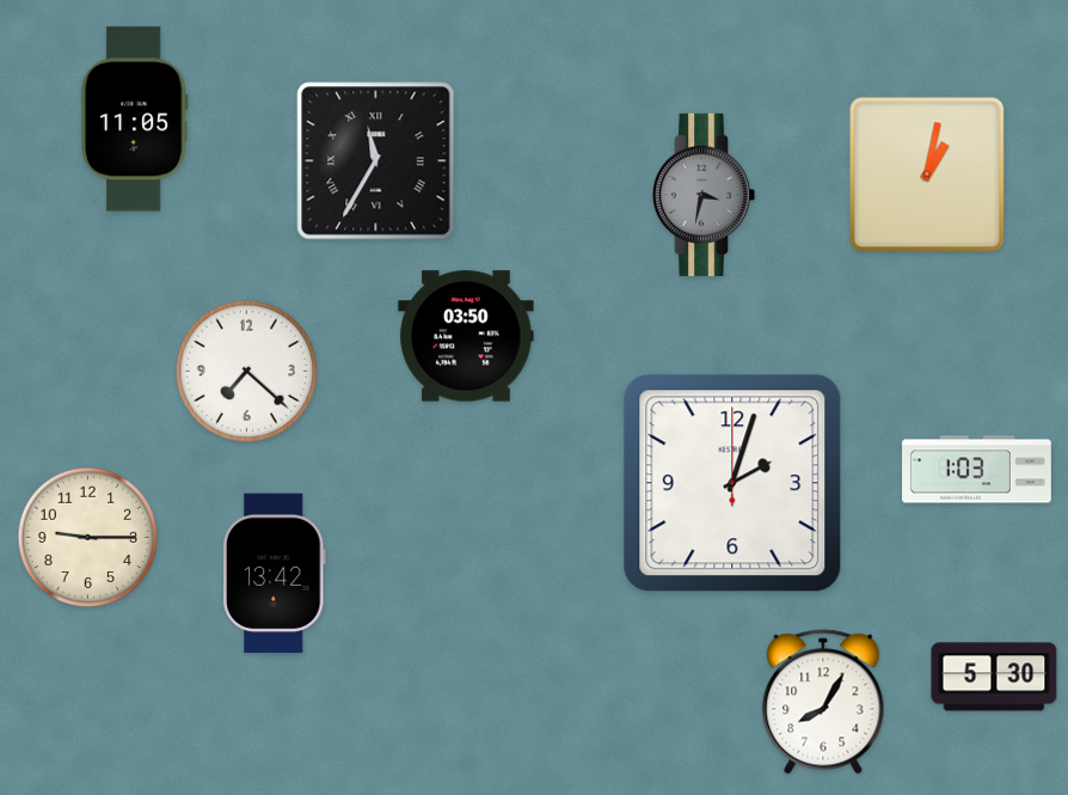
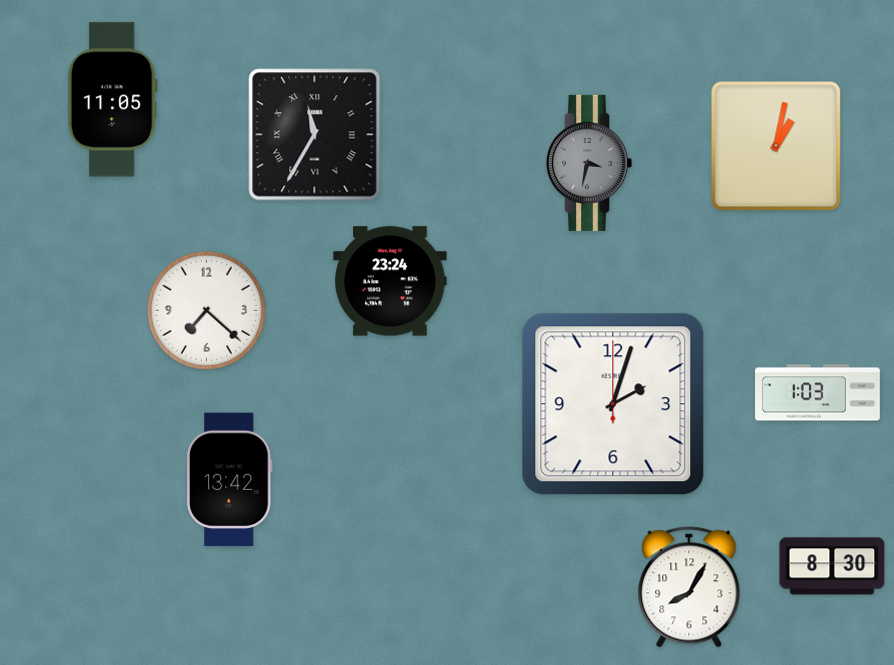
clock at (466, 336): 03:50 -> 23:24
clock at (88, 538): 9:15 -> none
clock at (994, 677): 5:30 -> 8:30
